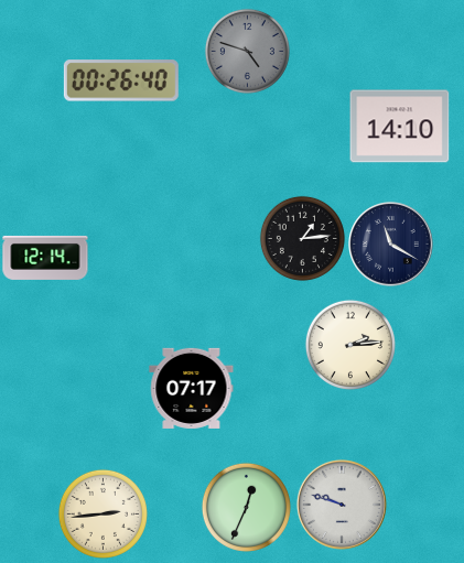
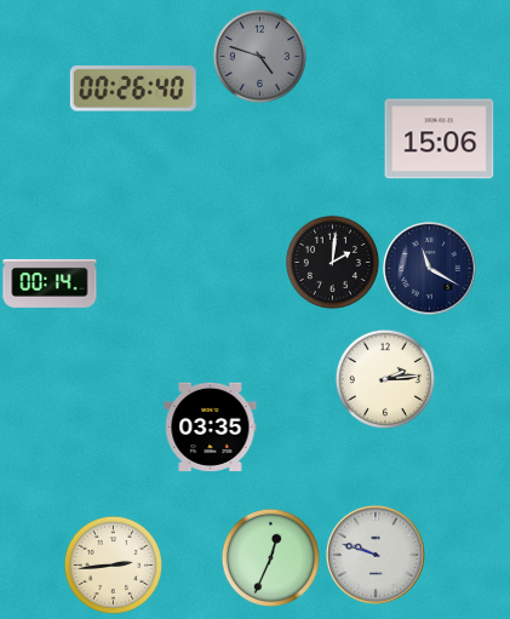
clock at (247, 51) position: (247, 51) -> (259, 56)
clock at (400, 127): 14:10 -> 15:06
clock at (302, 238): 1:14 -> 2:01
clock at (45, 258): 12:14 -> 00:14
clock at (192, 388): 07:17 -> 03:35
